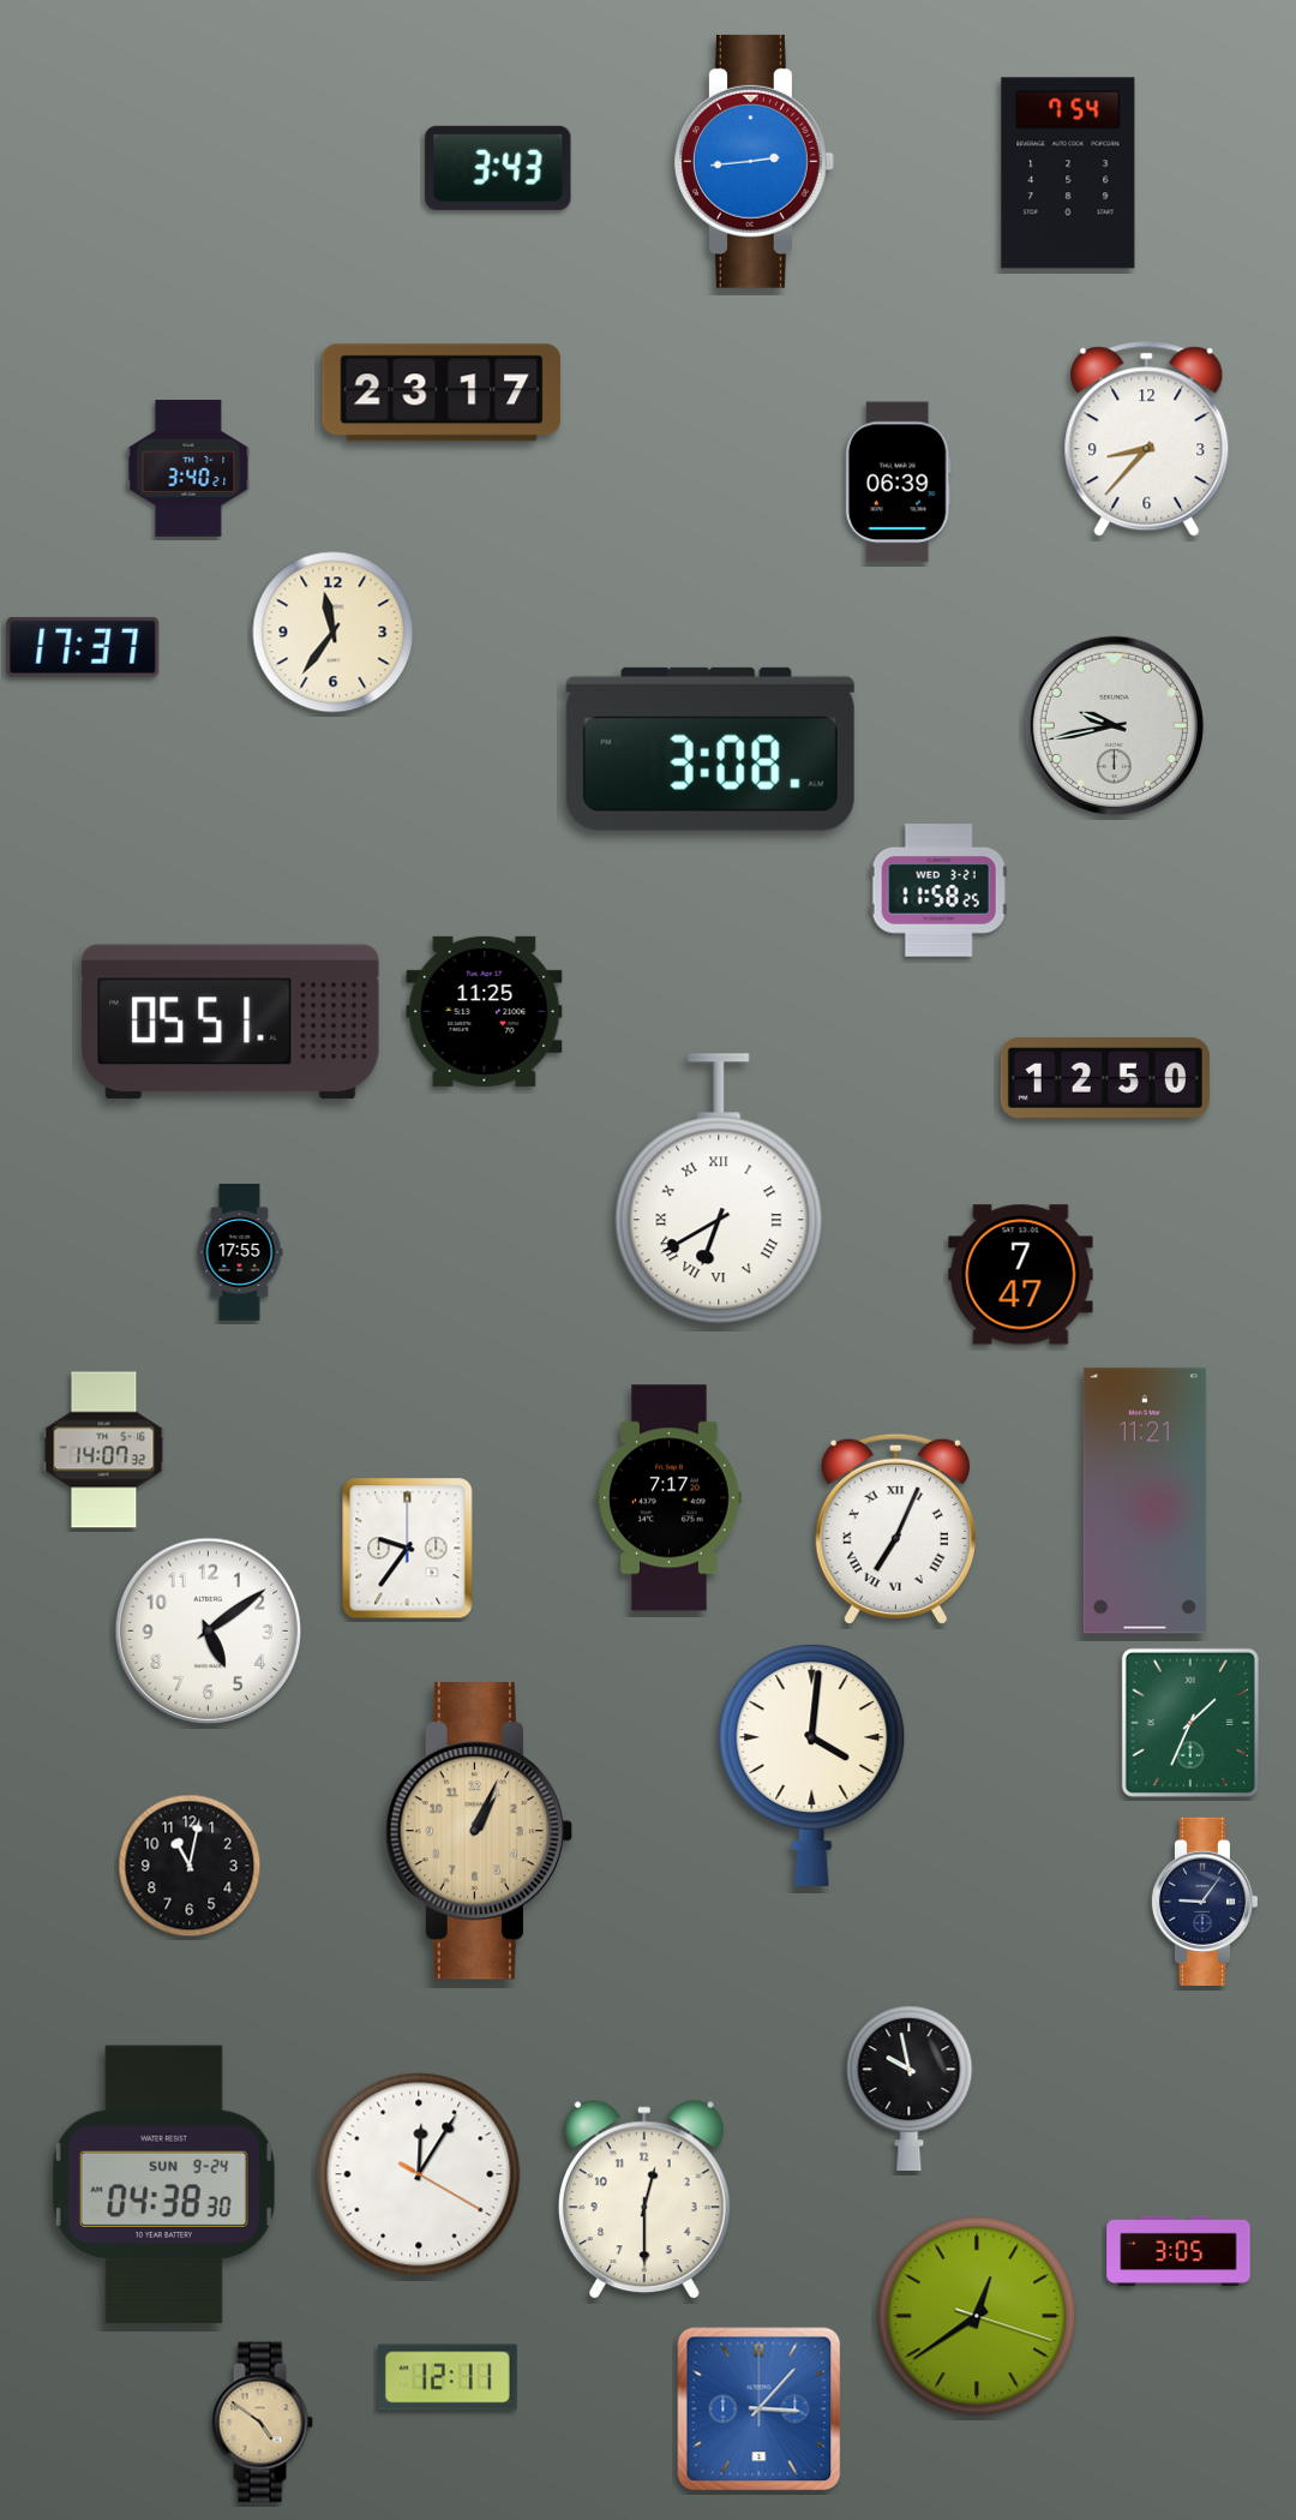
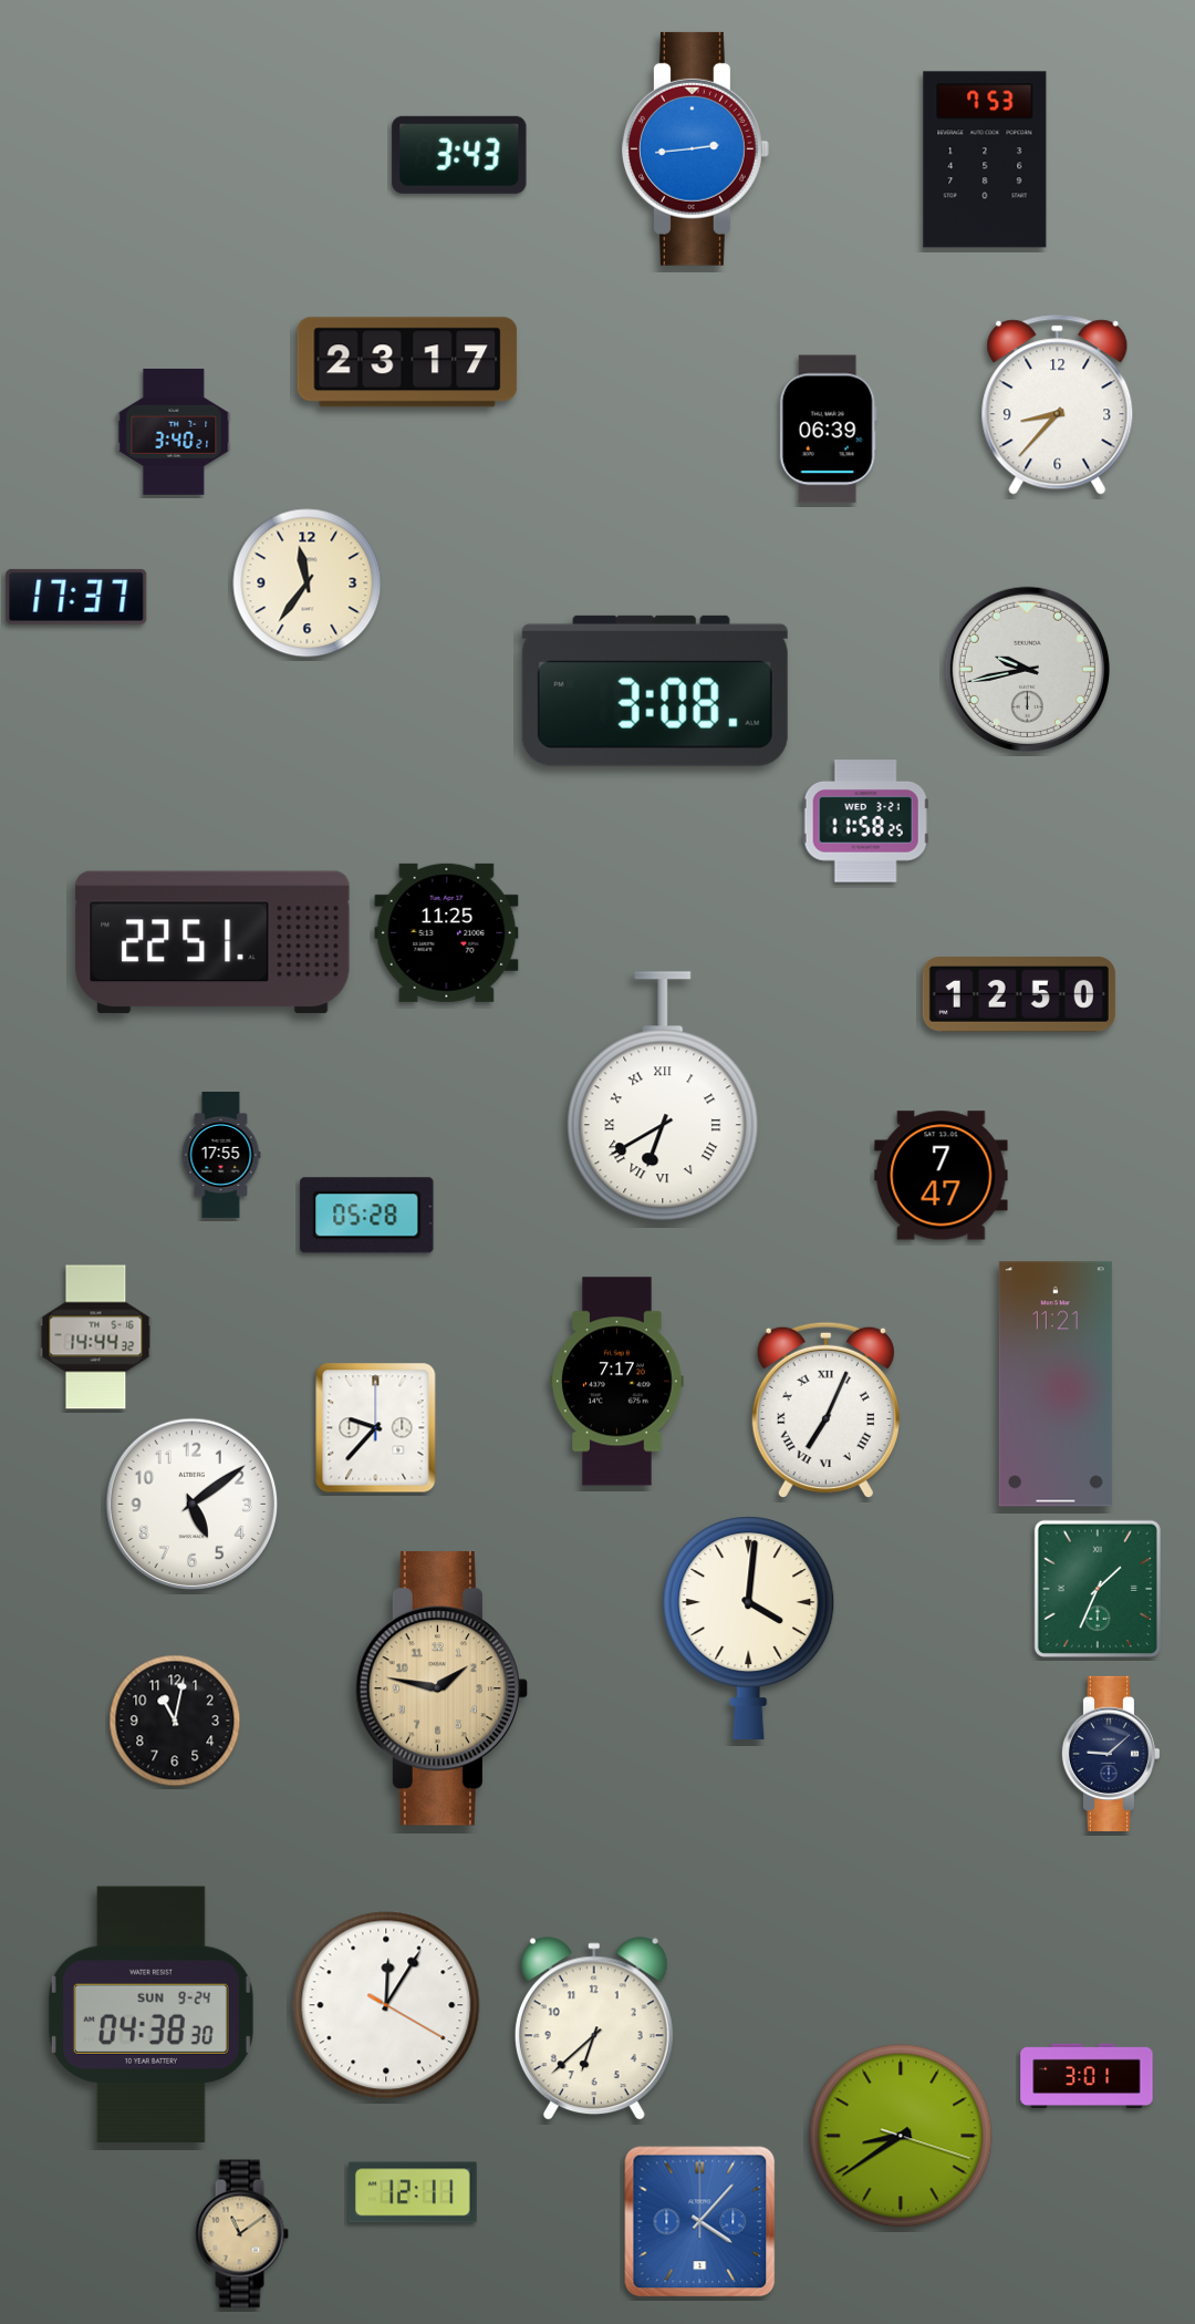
clock at (1068, 173): 7:54 -> 7:53
clock at (898, 483) position: (898, 483) -> (828, 430)
clock at (230, 1022): 05:51 -> 22:51
clock at (367, 1216): none -> 05:28
clock at (104, 1450): 14:07 -> 14:44
clock at (408, 1549): 9:36 -> 9:37
clock at (479, 1831): 1:04 -> 1:47
clock at (1204, 1902): 9:06 -> 9:08
clock at (910, 2089): 9:58 -> none
clock at (644, 2201): 12:30 -> 6:38
clock at (1178, 2250): 3:05 -> 3:01
clock at (977, 2316): 12:39 -> 8:39
clock at (760, 2410): 3:07 -> 4:07
clock at (262, 2423): 4:51 -> 11:09
